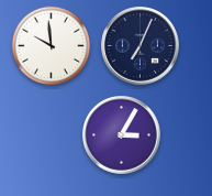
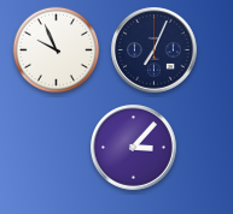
clock at (52, 46): 9:59 -> 9:56
clock at (122, 135): 3:05 -> 3:07
